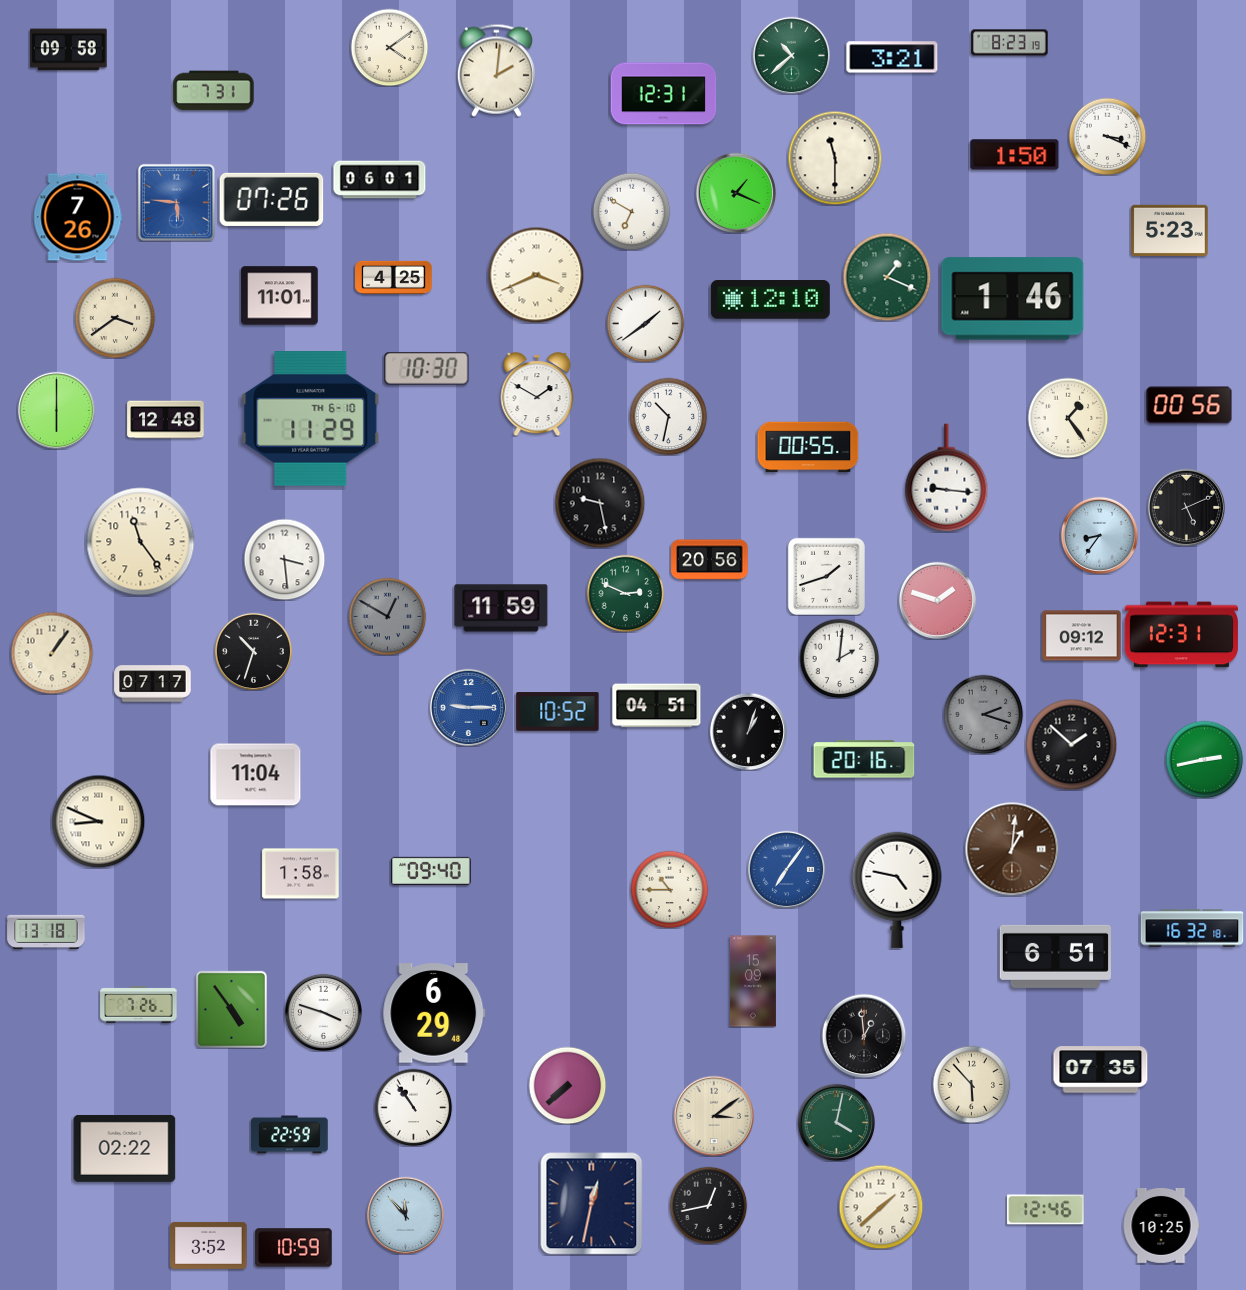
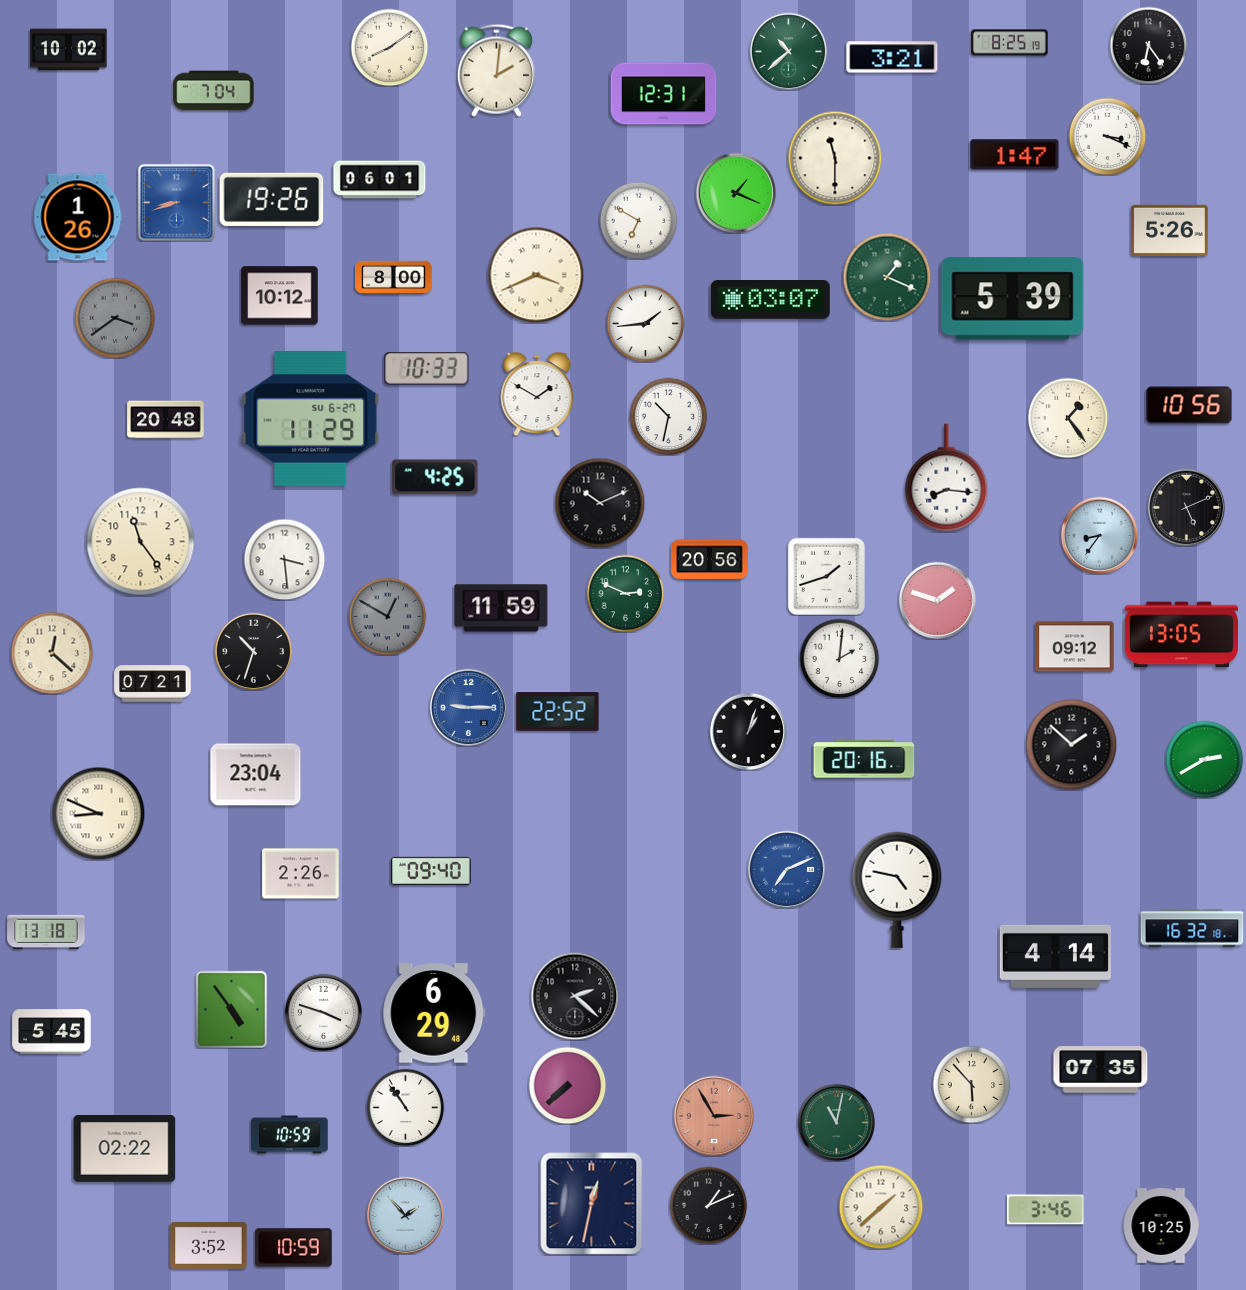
clock at (1010, 43): 8:23 -> 8:25
clock at (1148, 45): none -> 6:24
clock at (389, 47): 4:09 -> 8:09
clock at (69, 50): 09:58 -> 10:02
clock at (791, 55) position: (791, 55) -> (788, 51)
clock at (214, 91): 7:31 -> 7:04
clock at (1015, 155): 1:50 -> 1:47
clock at (272, 199): 07:26 -> 19:26
clock at (176, 202): 5:46 -> 8:42
clock at (631, 211) position: (631, 211) -> (638, 220)
clock at (78, 217): 7:26 -> 1:26
clock at (1170, 230): 5:23 -> 5:26
clock at (394, 277): 4:25 -> 8:00
clock at (280, 296): 11:01 -> 10:12
clock at (1013, 299): 1:46 -> 5:39
clock at (770, 300): 12:10 -> 03:07
clock at (115, 318) dial: cream -> grey
clock at (645, 323): 1:39 -> 1:44
clock at (427, 368): 10:30 -> 10:33
clock at (1189, 405): 00:56 -> 10:56
clock at (56, 410): 6:00 -> none
clock at (311, 419) date: TH 6-10 -> SU 6-27
clock at (166, 420): 12:48 -> 20:48
clock at (808, 447): 00:55 -> none
clock at (435, 477): none -> 4:25
clock at (947, 478): 9:16 -> 8:16
clock at (600, 503): 9:28 -> 10:11
clock at (1181, 635): 12:31 -> 13:05
clock at (1082, 636) position: (1082, 636) -> (1075, 647)
clock at (52, 653): 1:06 -> 12:22
clock at (153, 684): 07:17 -> 07:21
clock at (657, 706): 04:51 -> none
clock at (558, 712): 10:52 -> 22:52
clock at (983, 714): 2:18 -> none
clock at (1204, 759): 2:43 -> 2:40
clock at (256, 775): 11:04 -> 23:04
clock at (98, 821) position: (98, 821) -> (98, 813)
clock at (1012, 849): 1:01 -> none
clock at (786, 869): 7:06 -> 7:11
clock at (301, 874): 1:58 -> 2:26
clock at (669, 889): 10:45 -> none
clock at (1055, 956): 6:51 -> 4:14
clock at (753, 981): 15:09 -> none
clock at (575, 996): none -> 2:22
clock at (139, 1005): 7:26 -> none
clock at (52, 1032): none -> 5:45
clock at (864, 1036): 12:59 -> none
clock at (413, 1107) position: (413, 1107) -> (405, 1107)
clock at (714, 1116): 3:09 -> 2:55
clock at (714, 1116) dial: cream -> salmon
clock at (836, 1122): 4:02 -> 11:02
clock at (290, 1135): 22:59 -> 10:59
clock at (708, 1205): 12:43 -> 1:11
clock at (1046, 1210): 12:46 -> 3:46
clock at (405, 1215): 11:53 -> 1:53
